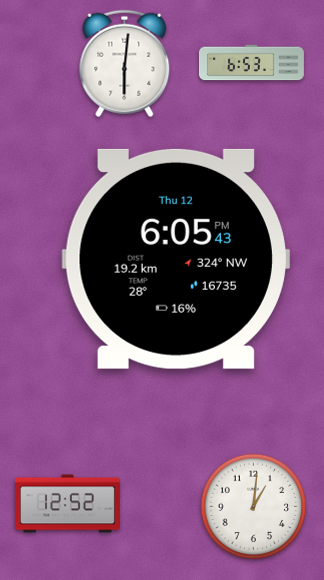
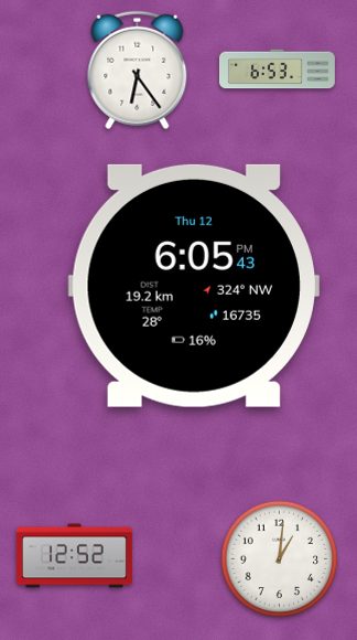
clock at (125, 64): 6:01 -> 6:24
